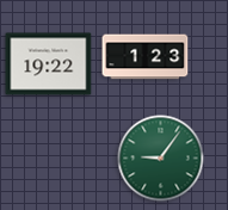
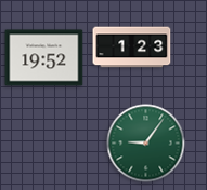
clock at (146, 57) position: (146, 57) -> (132, 47)
clock at (49, 64): 19:22 -> 19:52
